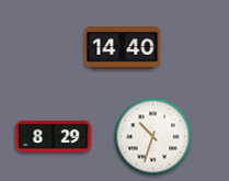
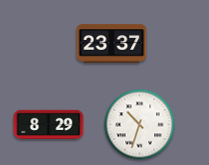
clock at (123, 48): 14:40 -> 23:37
